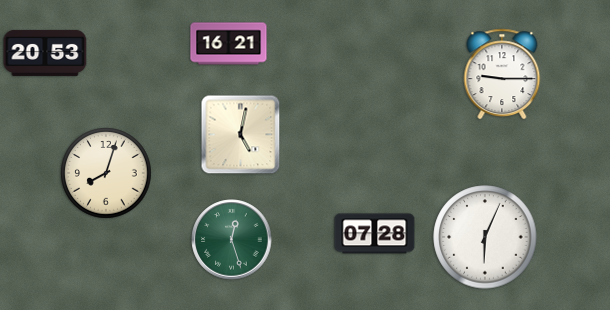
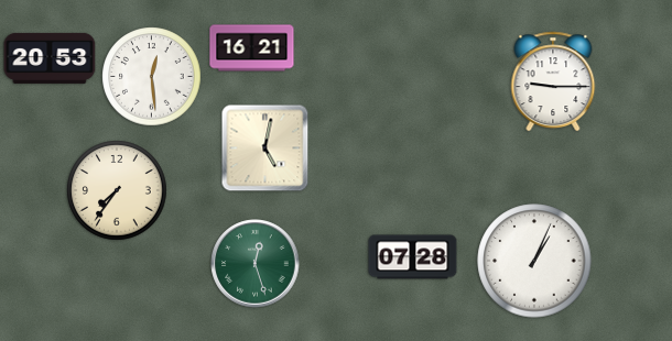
clock at (152, 77): none -> 12:29
clock at (106, 173): 8:03 -> 7:36
clock at (485, 237): 6:04 -> 1:04
